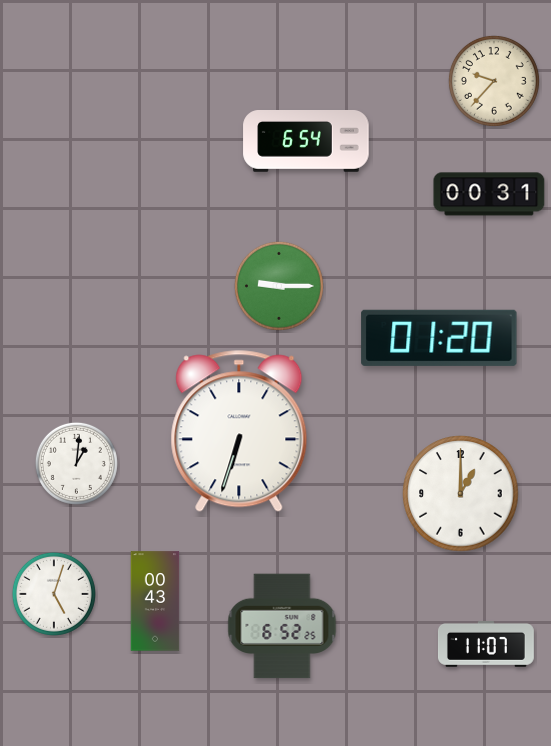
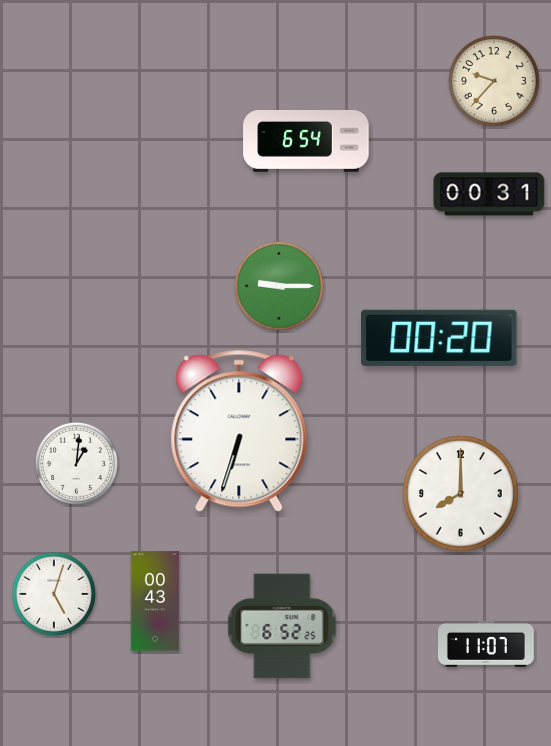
clock at (439, 338): 01:20 -> 00:20
clock at (461, 494): 1:00 -> 8:00
